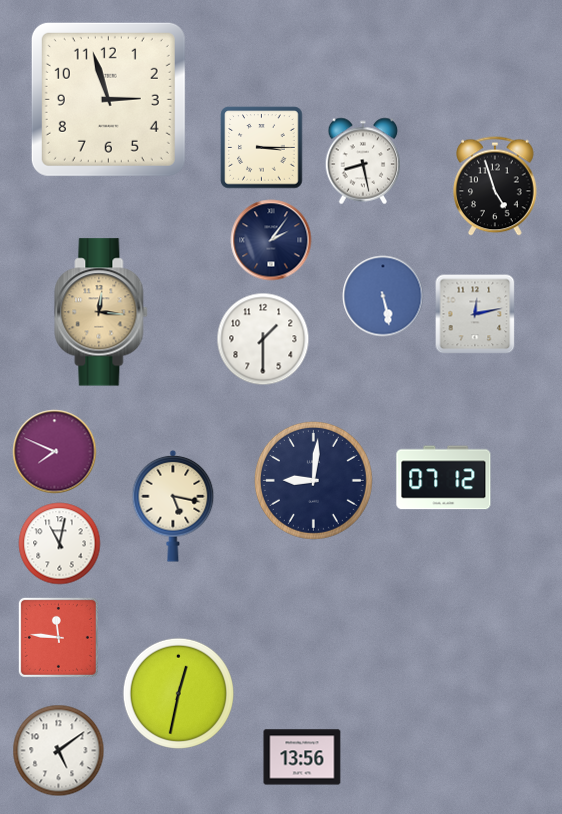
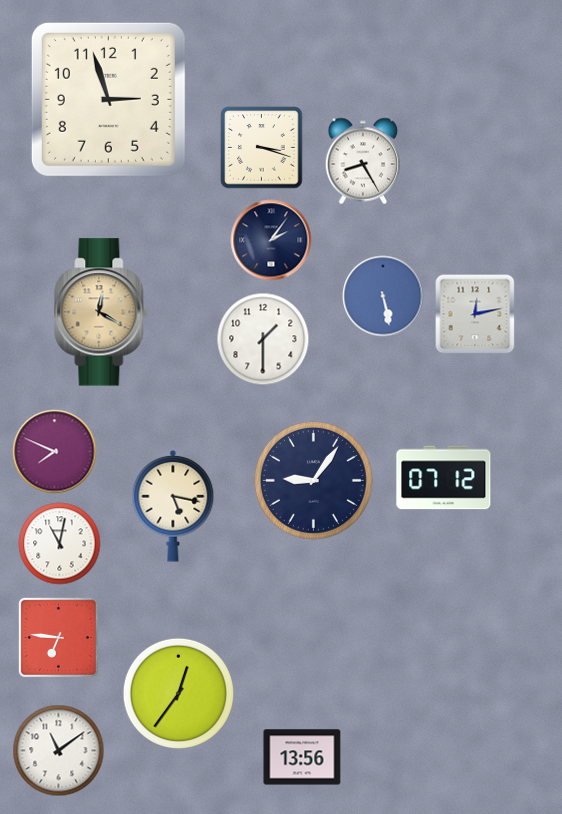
clock at (262, 148): 3:15 -> 3:18
clock at (363, 161): 8:28 -> 8:25
clock at (495, 186): 4:57 -> none
clock at (101, 312): 12:16 -> 12:20
clock at (313, 480): 9:01 -> 9:06
clock at (58, 637): 11:46 -> 6:46
clock at (178, 693): 12:32 -> 12:36
clock at (59, 751): 5:09 -> 11:09
